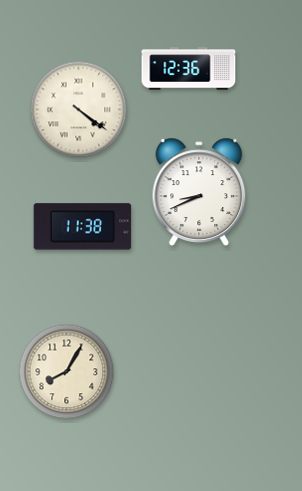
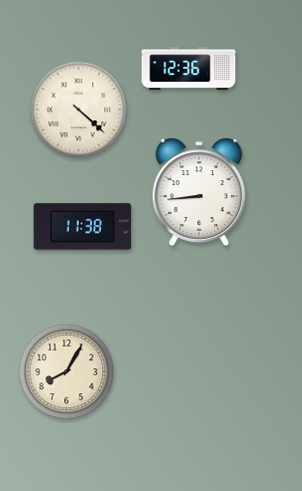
clock at (79, 110): 4:21 -> 4:22
clock at (199, 192): 8:41 -> 8:44
